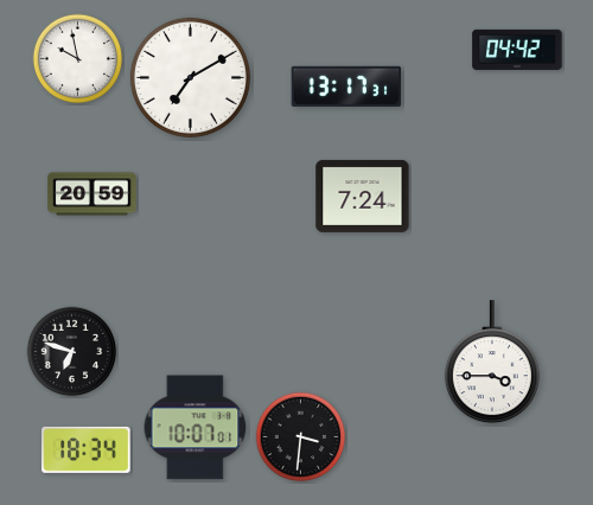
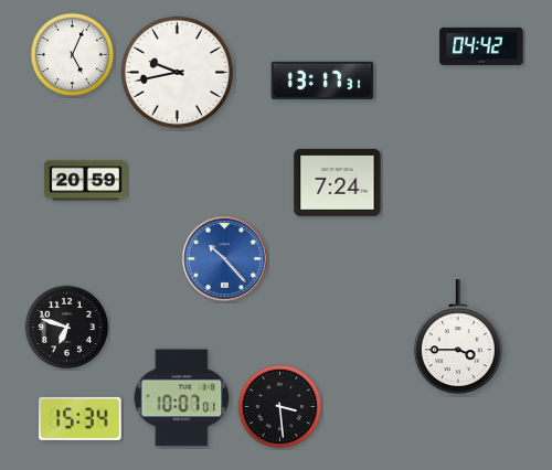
clock at (78, 59): 9:58 -> 5:04
clock at (190, 77): 7:10 -> 9:43
clock at (224, 258): none -> 10:23
clock at (301, 437): 3:31 -> 3:29
clock at (87, 449): 18:34 -> 15:34
